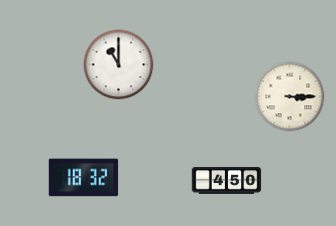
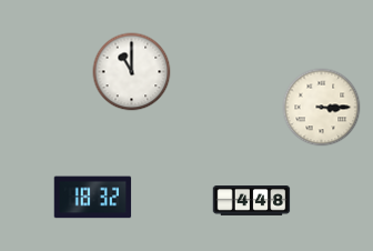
clock at (227, 181): 4:50 -> 4:48
